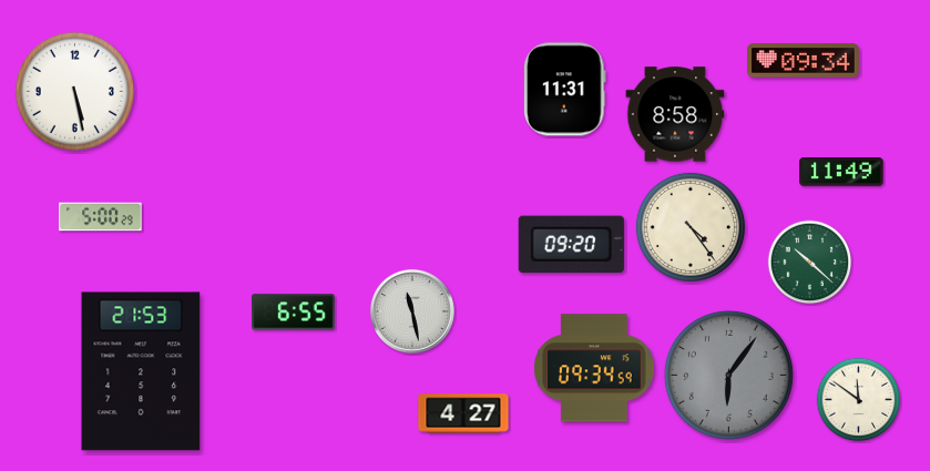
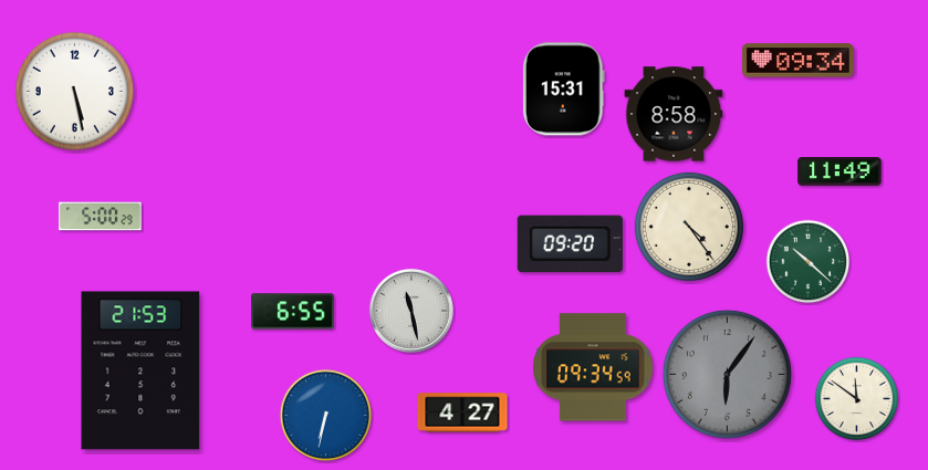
clock at (804, 61) position: (804, 61) -> (799, 61)
clock at (565, 90): 11:31 -> 15:31
clock at (326, 416): none -> 6:32
